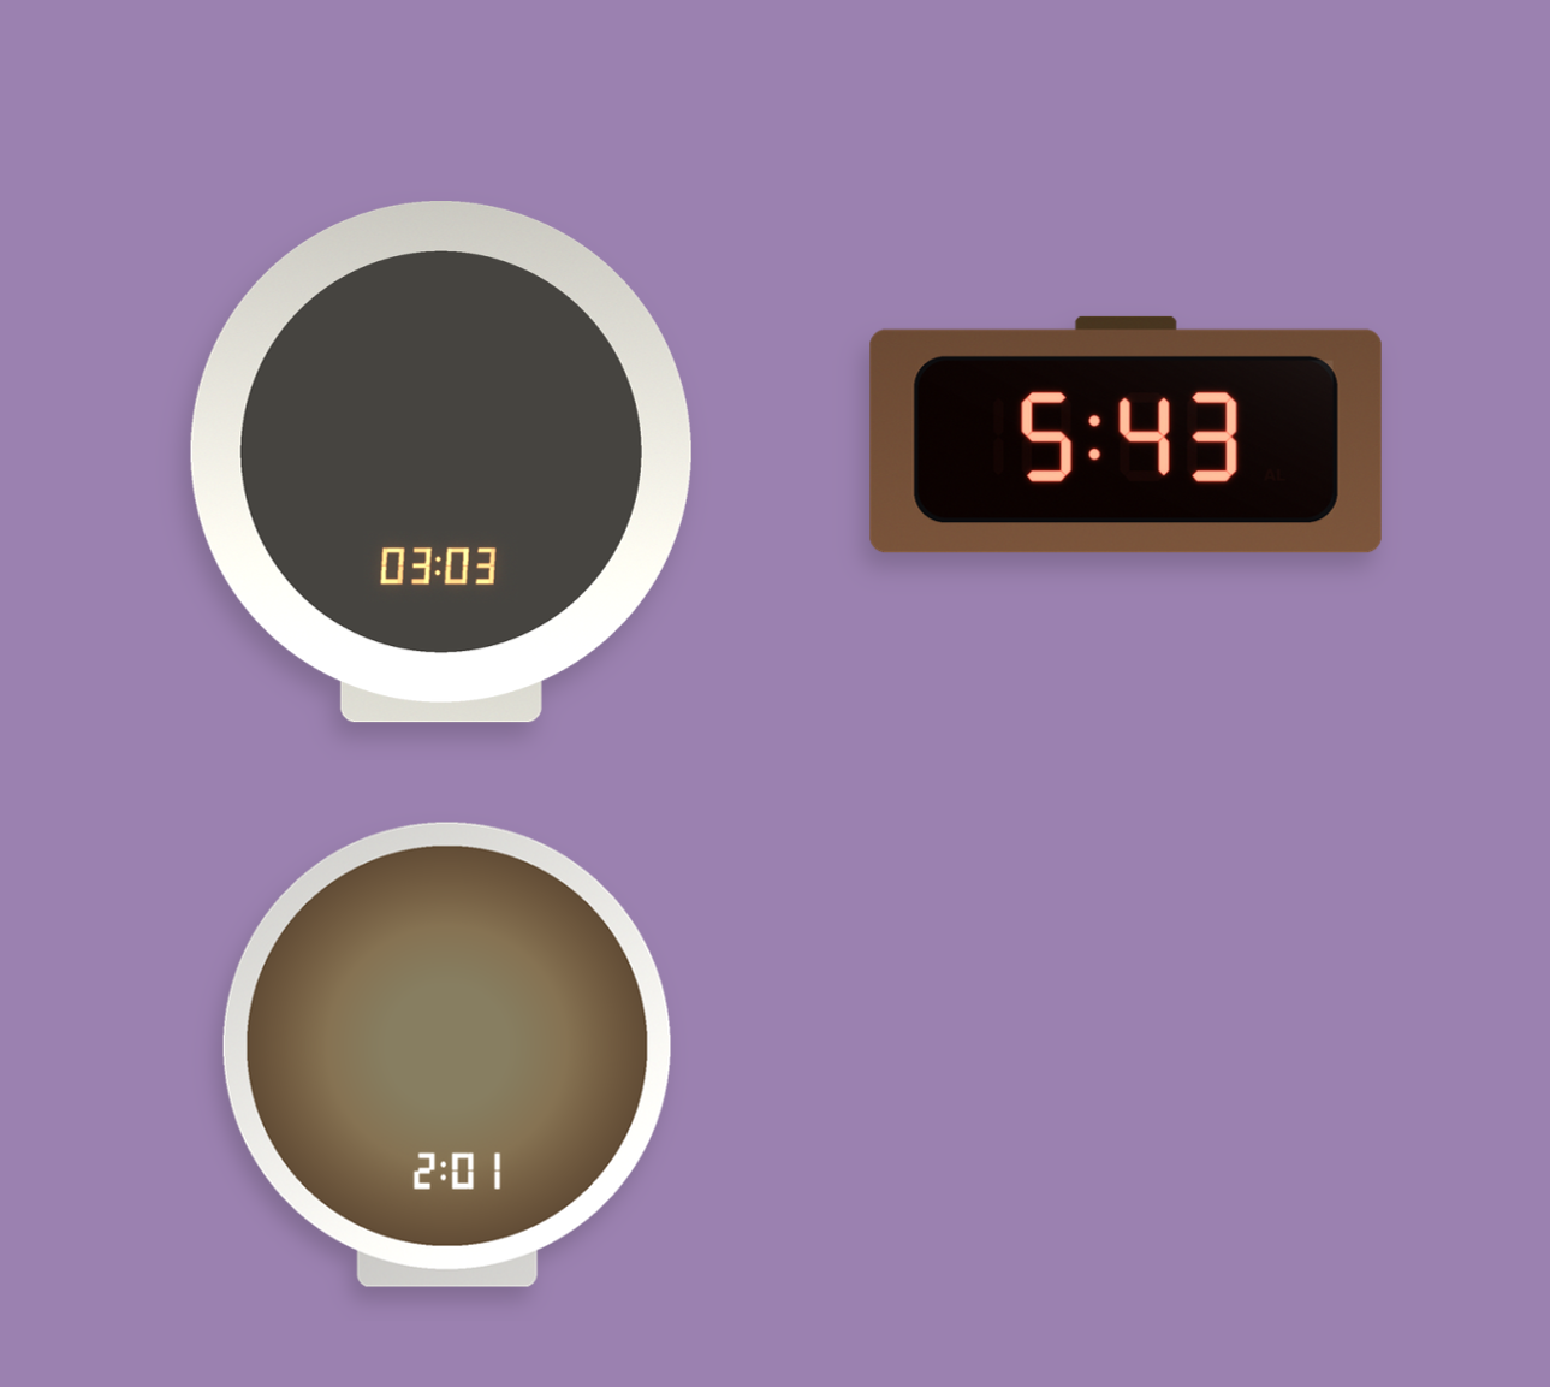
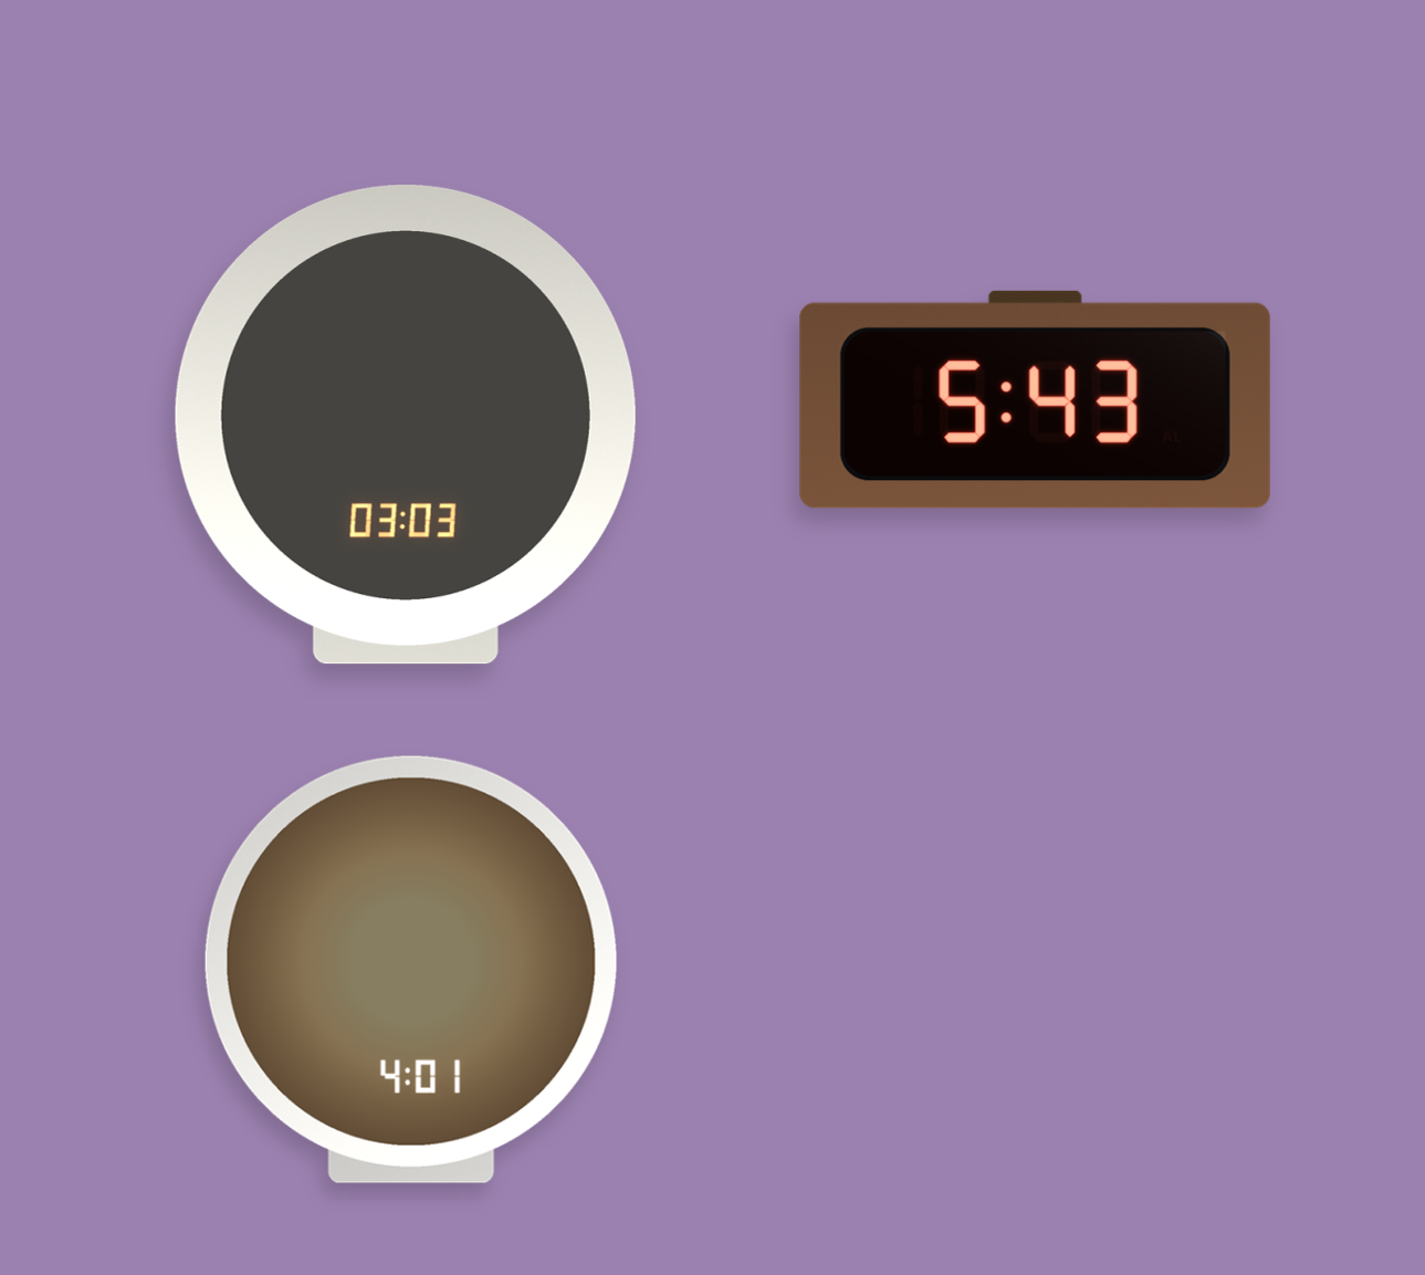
clock at (447, 1055): 2:01 -> 4:01
